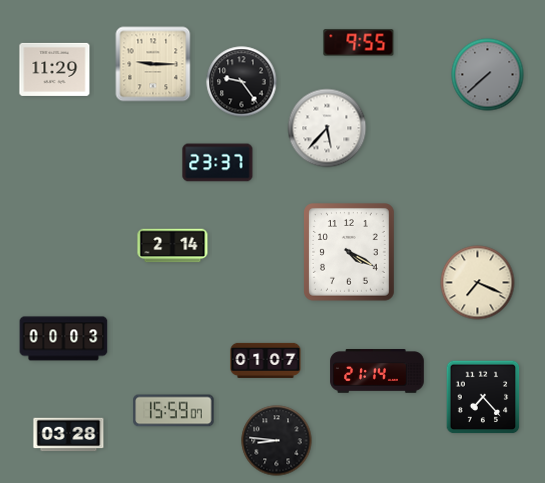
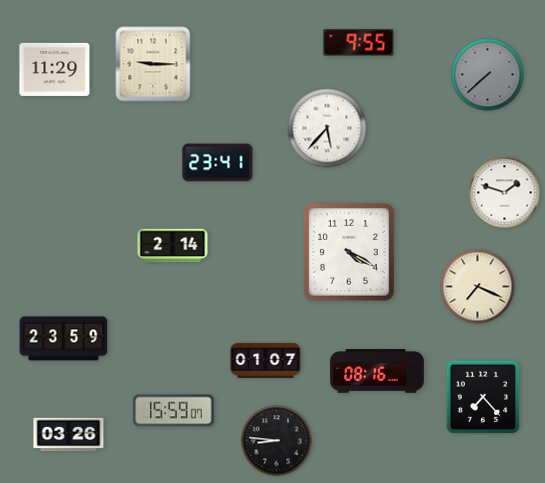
clock at (242, 82): 9:24 -> none
clock at (218, 163): 23:37 -> 23:41
clock at (505, 193): none -> 1:48
clock at (478, 283) position: (478, 283) -> (478, 287)
clock at (64, 339): 00:03 -> 23:59
clock at (377, 371): 21:14 -> 08:16
clock at (69, 435): 03:28 -> 03:26
